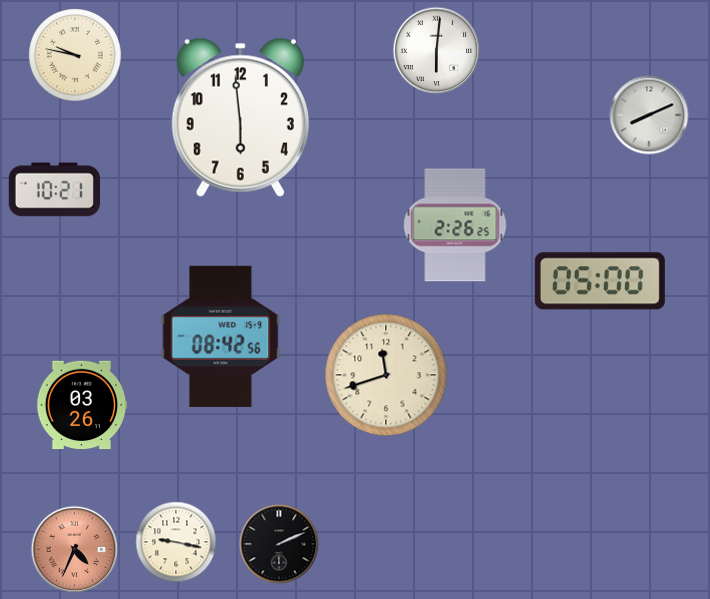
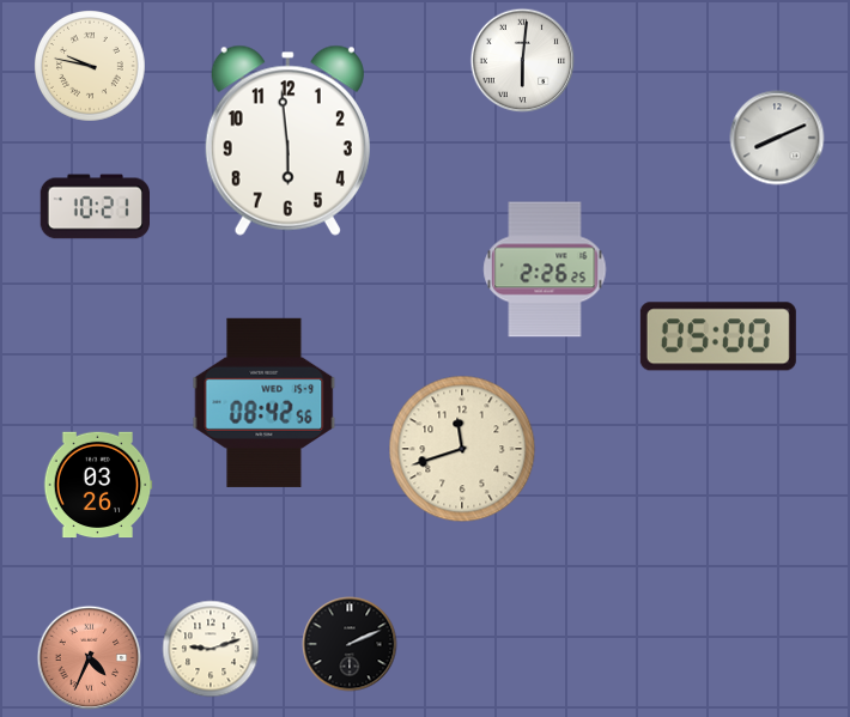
clock at (54, 190) position: (54, 190) -> (95, 207)
clock at (176, 542): 9:17 -> 9:12
clock at (279, 544) position: (279, 544) -> (350, 644)
